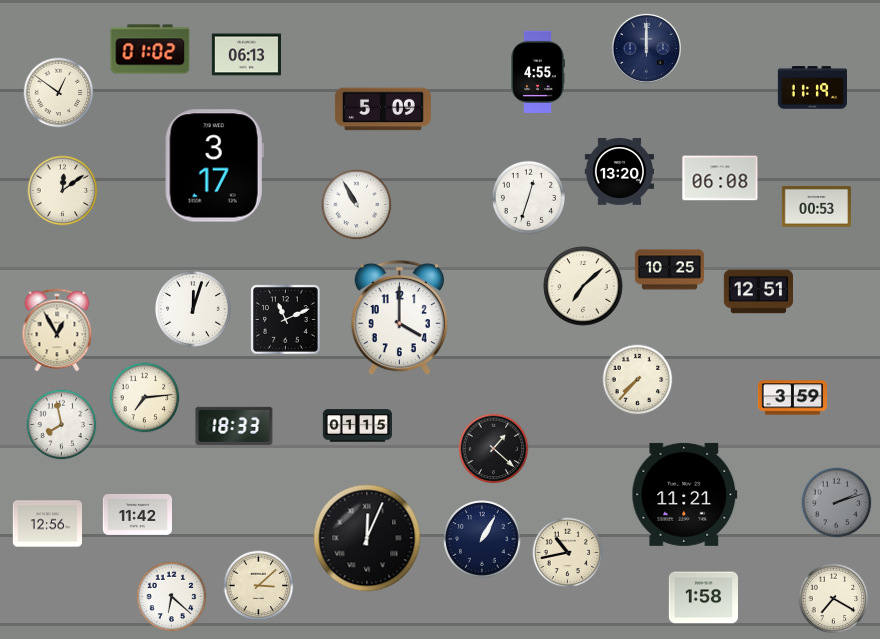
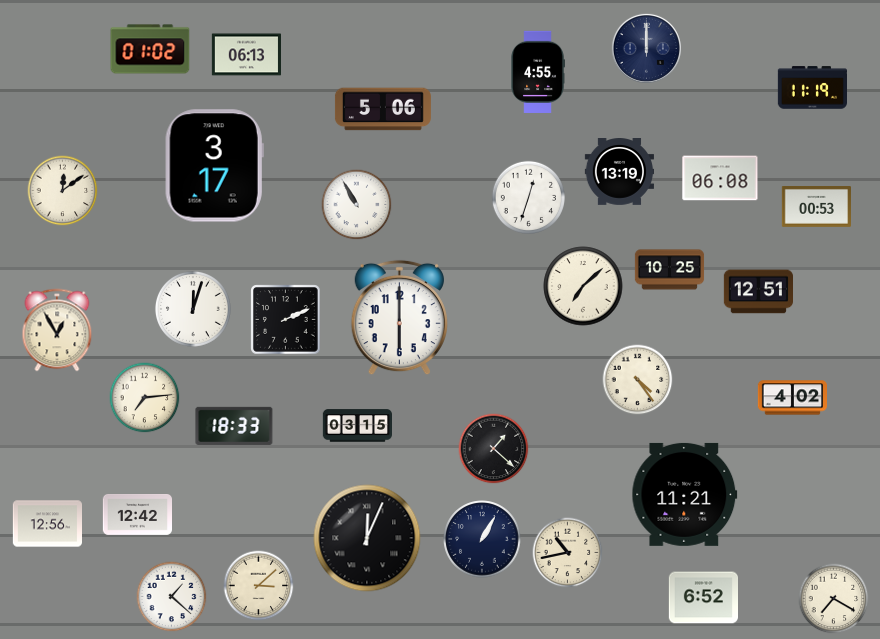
clock at (59, 93): 12:51 -> none
clock at (383, 109): 5:09 -> 5:06
clock at (619, 172): 13:20 -> 13:19
clock at (399, 318): 4:00 -> 6:00
clock at (286, 320): 11:11 -> 2:11
clock at (638, 380): 7:37 -> 4:24
clock at (792, 398): 3:59 -> 4:02
clock at (62, 425): 7:58 -> none
clock at (357, 426): 01:15 -> 03:15
clock at (837, 503): 2:12 -> none
clock at (137, 515): 11:42 -> 12:42
clock at (172, 597): 6:22 -> 1:22
clock at (703, 598): 1:58 -> 6:52
